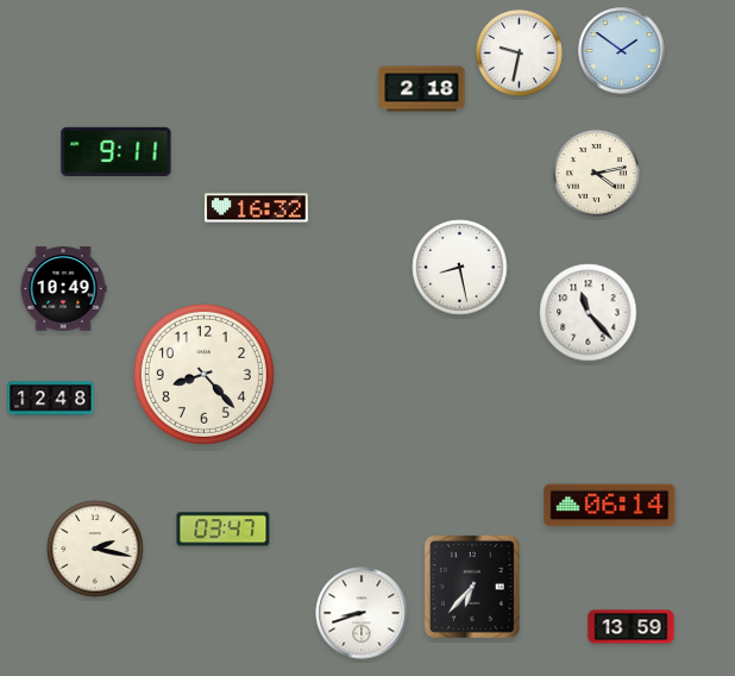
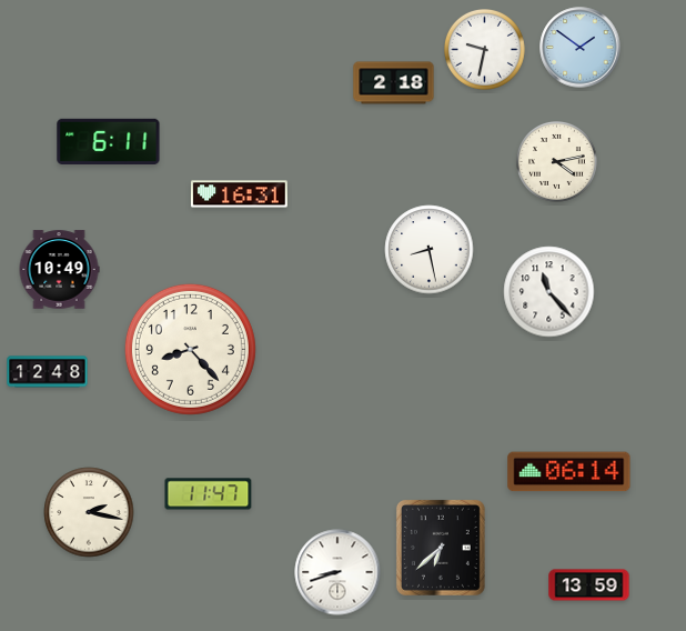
clock at (117, 151): 9:11 -> 6:11
clock at (257, 208): 16:32 -> 16:31
clock at (224, 530): 03:47 -> 11:47
clock at (472, 587): 6:37 -> 6:38
